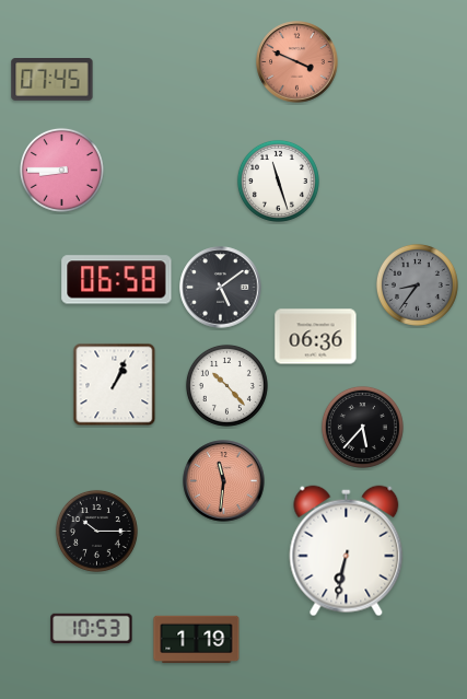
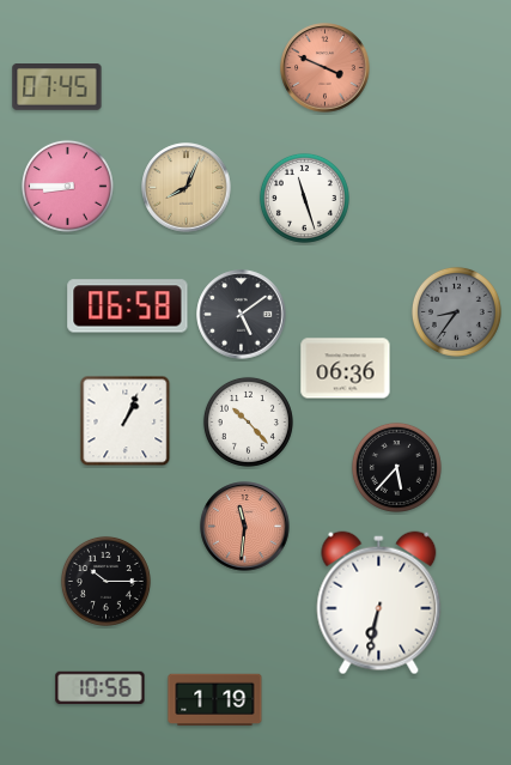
clock at (187, 188): none -> 8:04
clock at (92, 629): 10:53 -> 10:56
